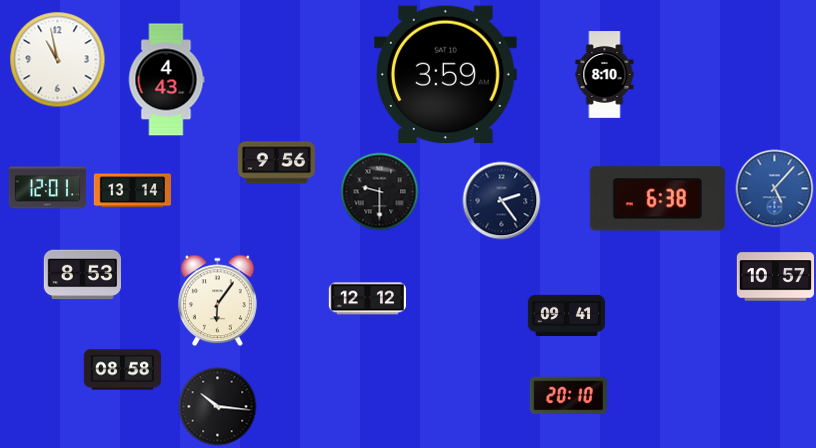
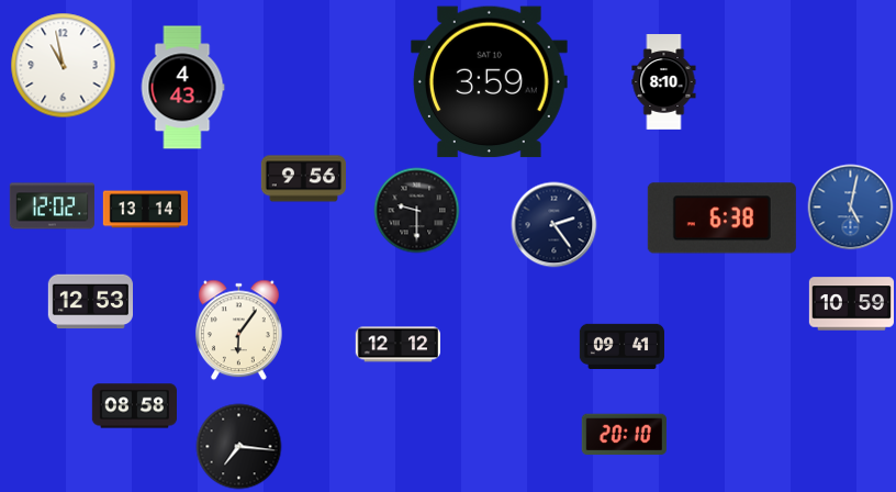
clock at (47, 188): 12:01 -> 12:02
clock at (774, 188): 5:07 -> 5:02
clock at (501, 200) position: (501, 200) -> (553, 224)
clock at (82, 275): 8:53 -> 12:53
clock at (775, 277): 10:57 -> 10:59
clock at (367, 299) position: (367, 299) -> (397, 345)
clock at (217, 406): 10:16 -> 7:16
